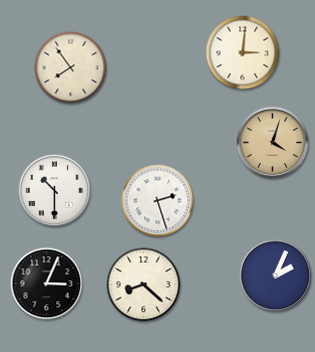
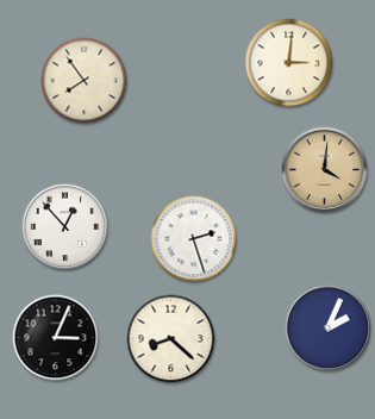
clock at (273, 143): 4:03 -> 4:01
clock at (55, 191): 10:30 -> 12:53
clock at (158, 201) position: (158, 201) -> (194, 239)
